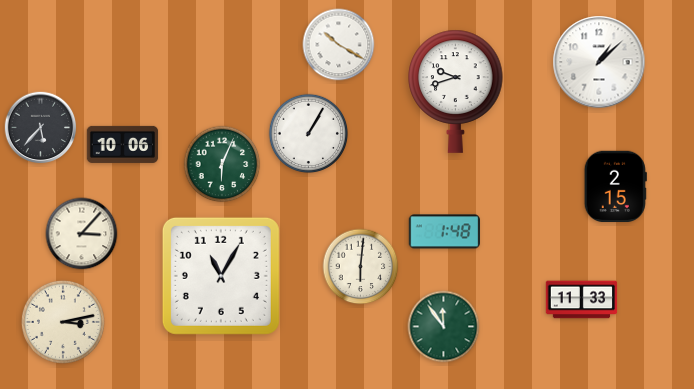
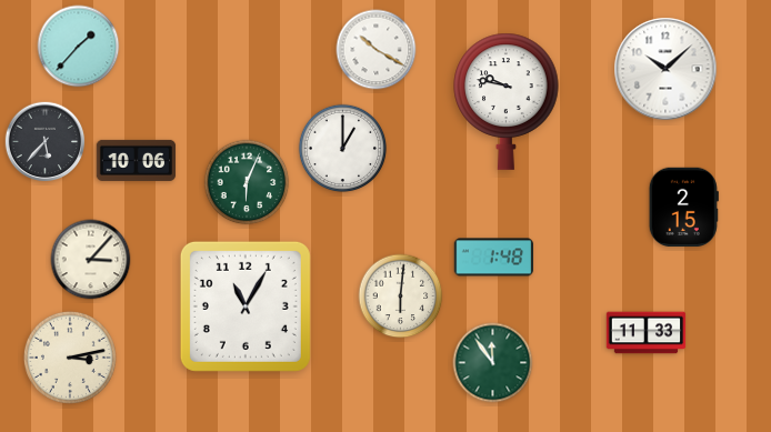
clock at (79, 47): none -> 1:37
clock at (599, 62): 1:08 -> 10:08
clock at (456, 91): 9:42 -> 9:47
clock at (309, 134): 1:05 -> 1:00
